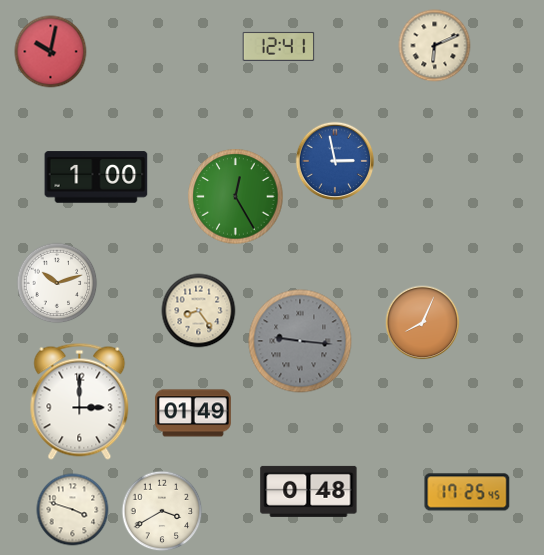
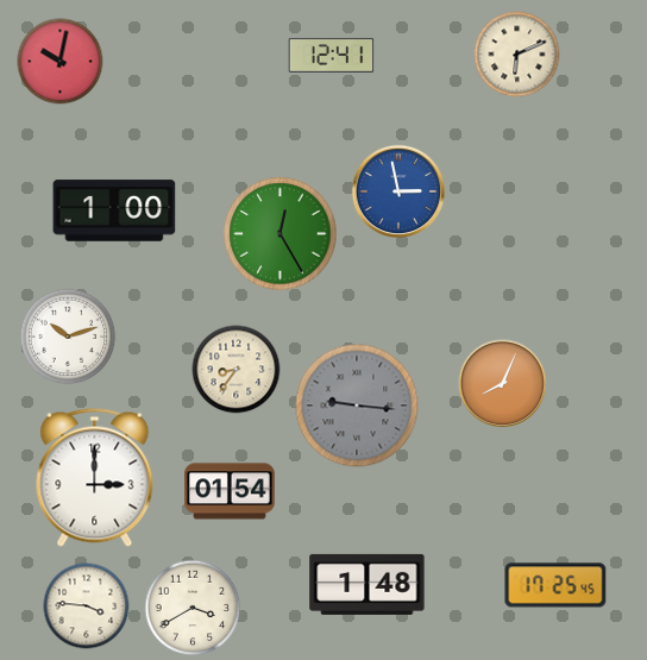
clock at (199, 311): 8:24 -> 8:36
clock at (193, 413): 01:49 -> 01:54
clock at (309, 491): 0:48 -> 1:48
clock at (73, 510): 3:48 -> 3:46
